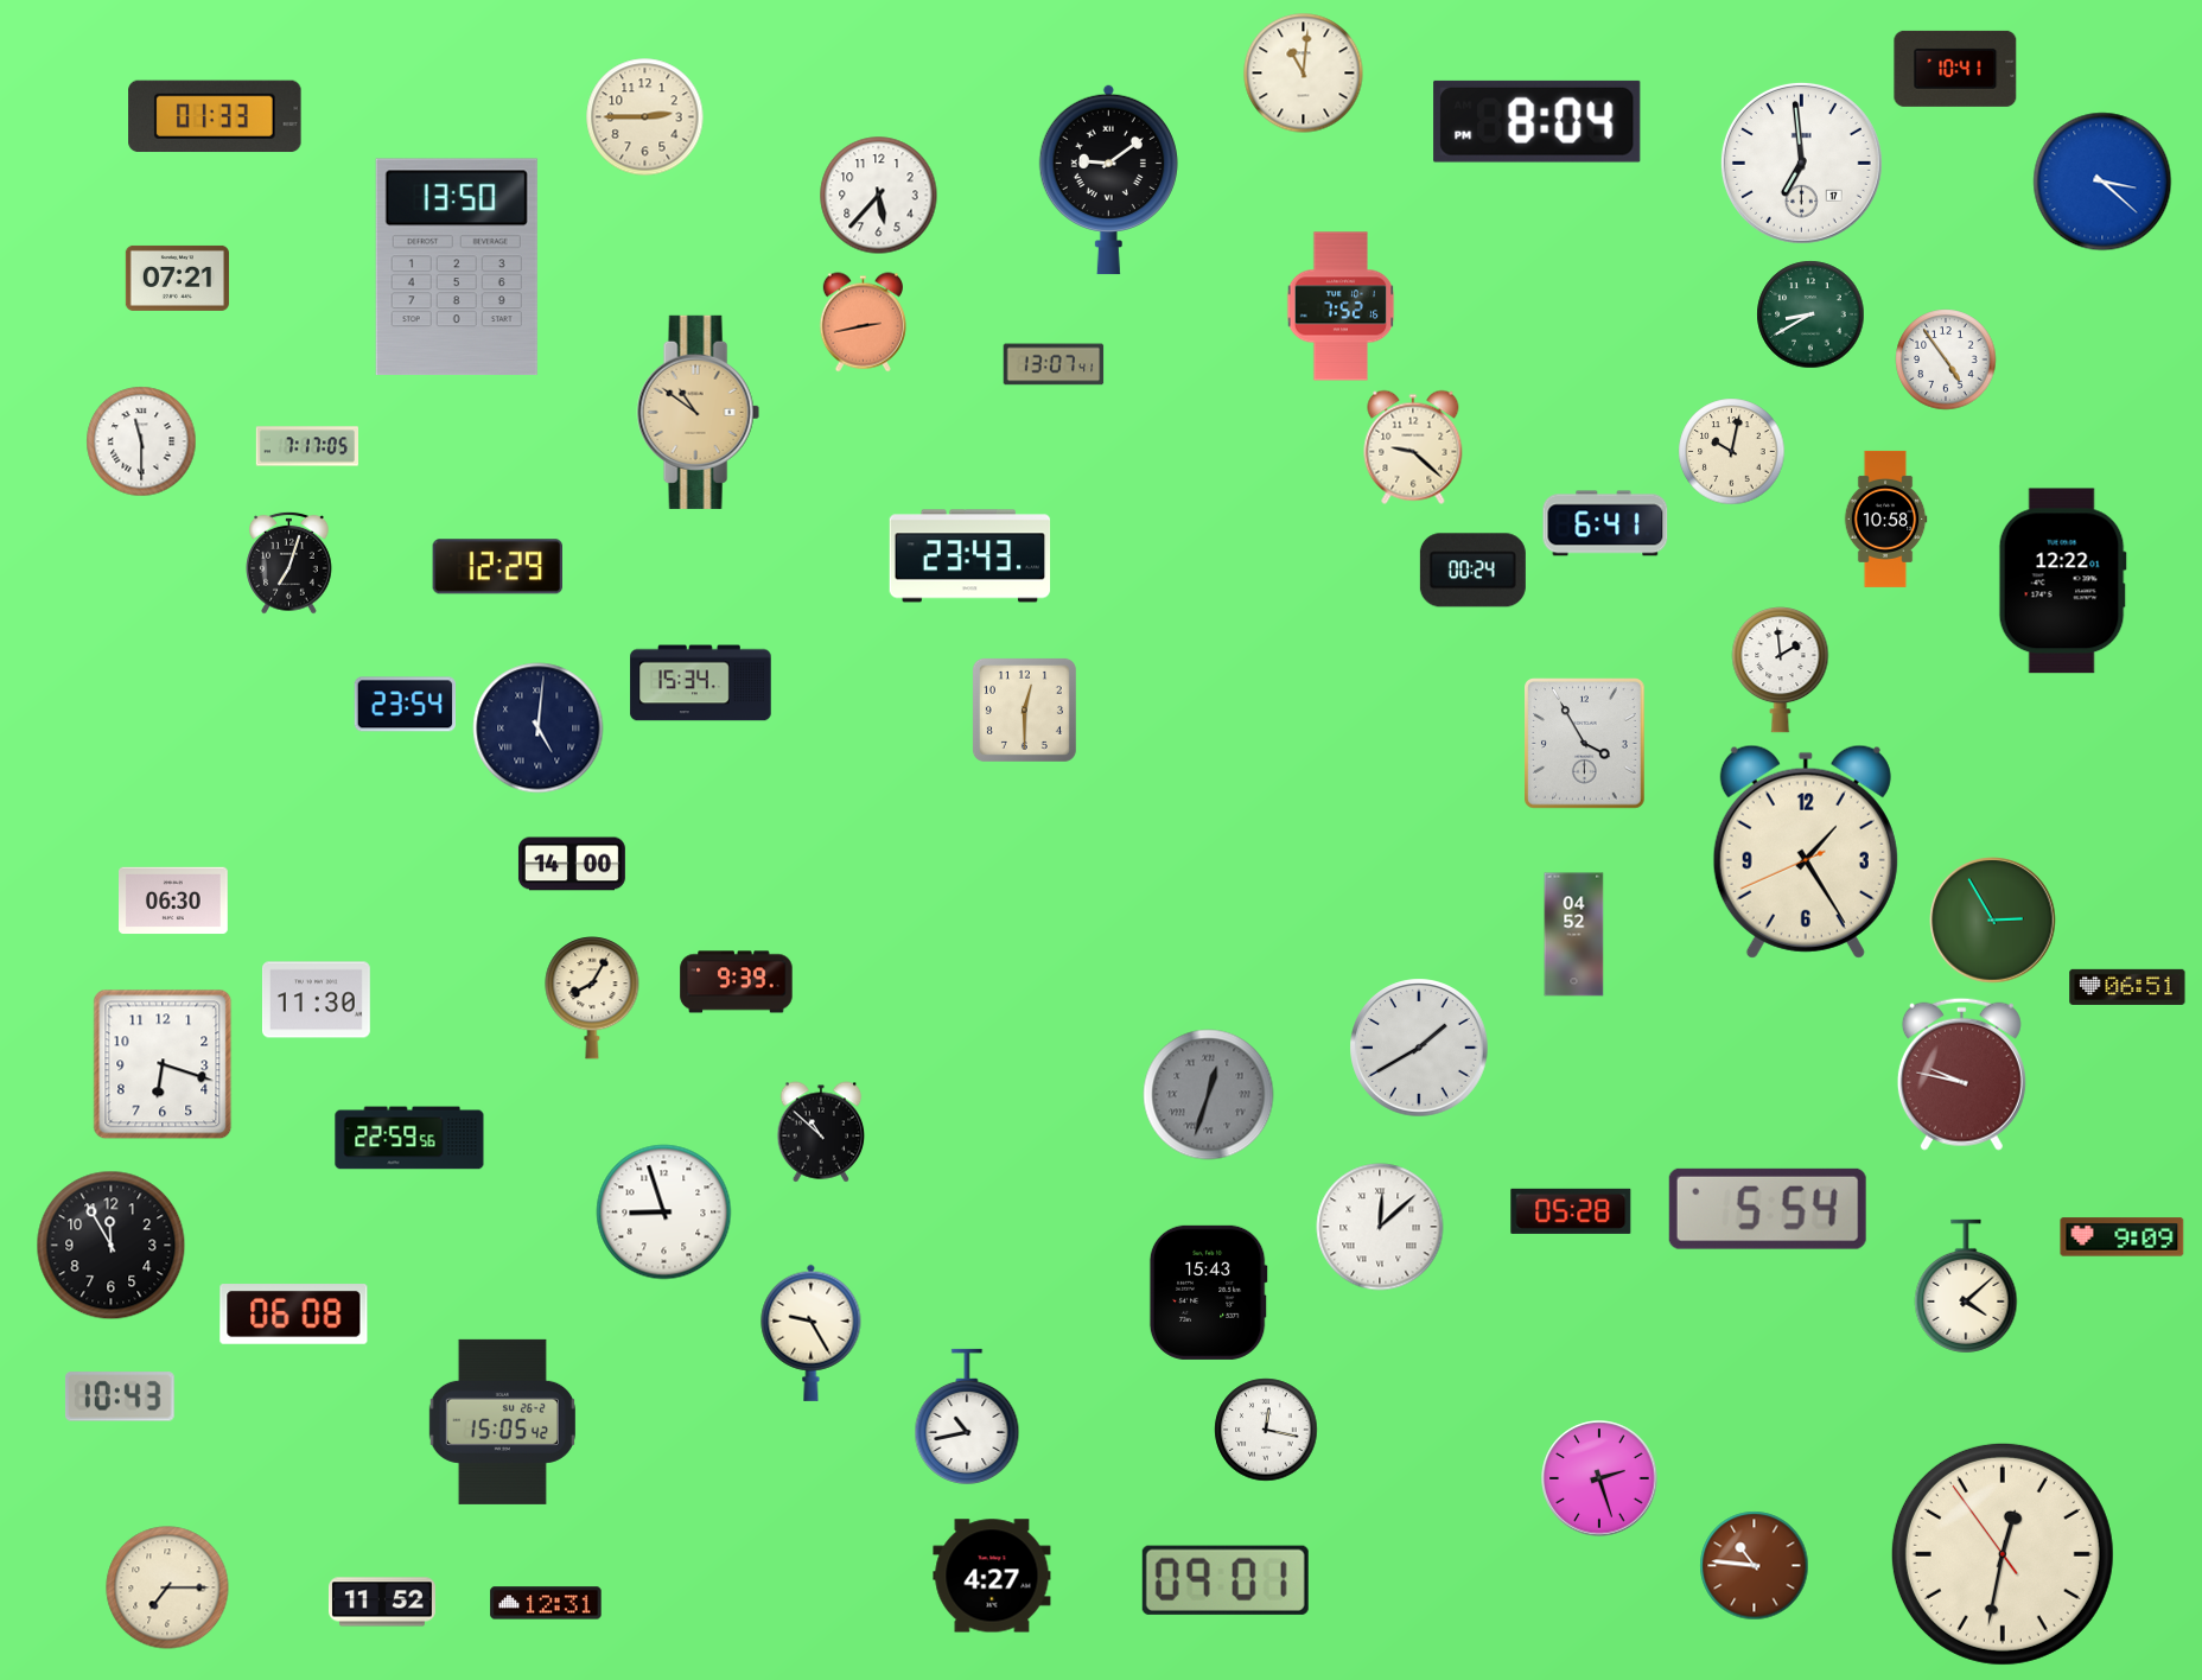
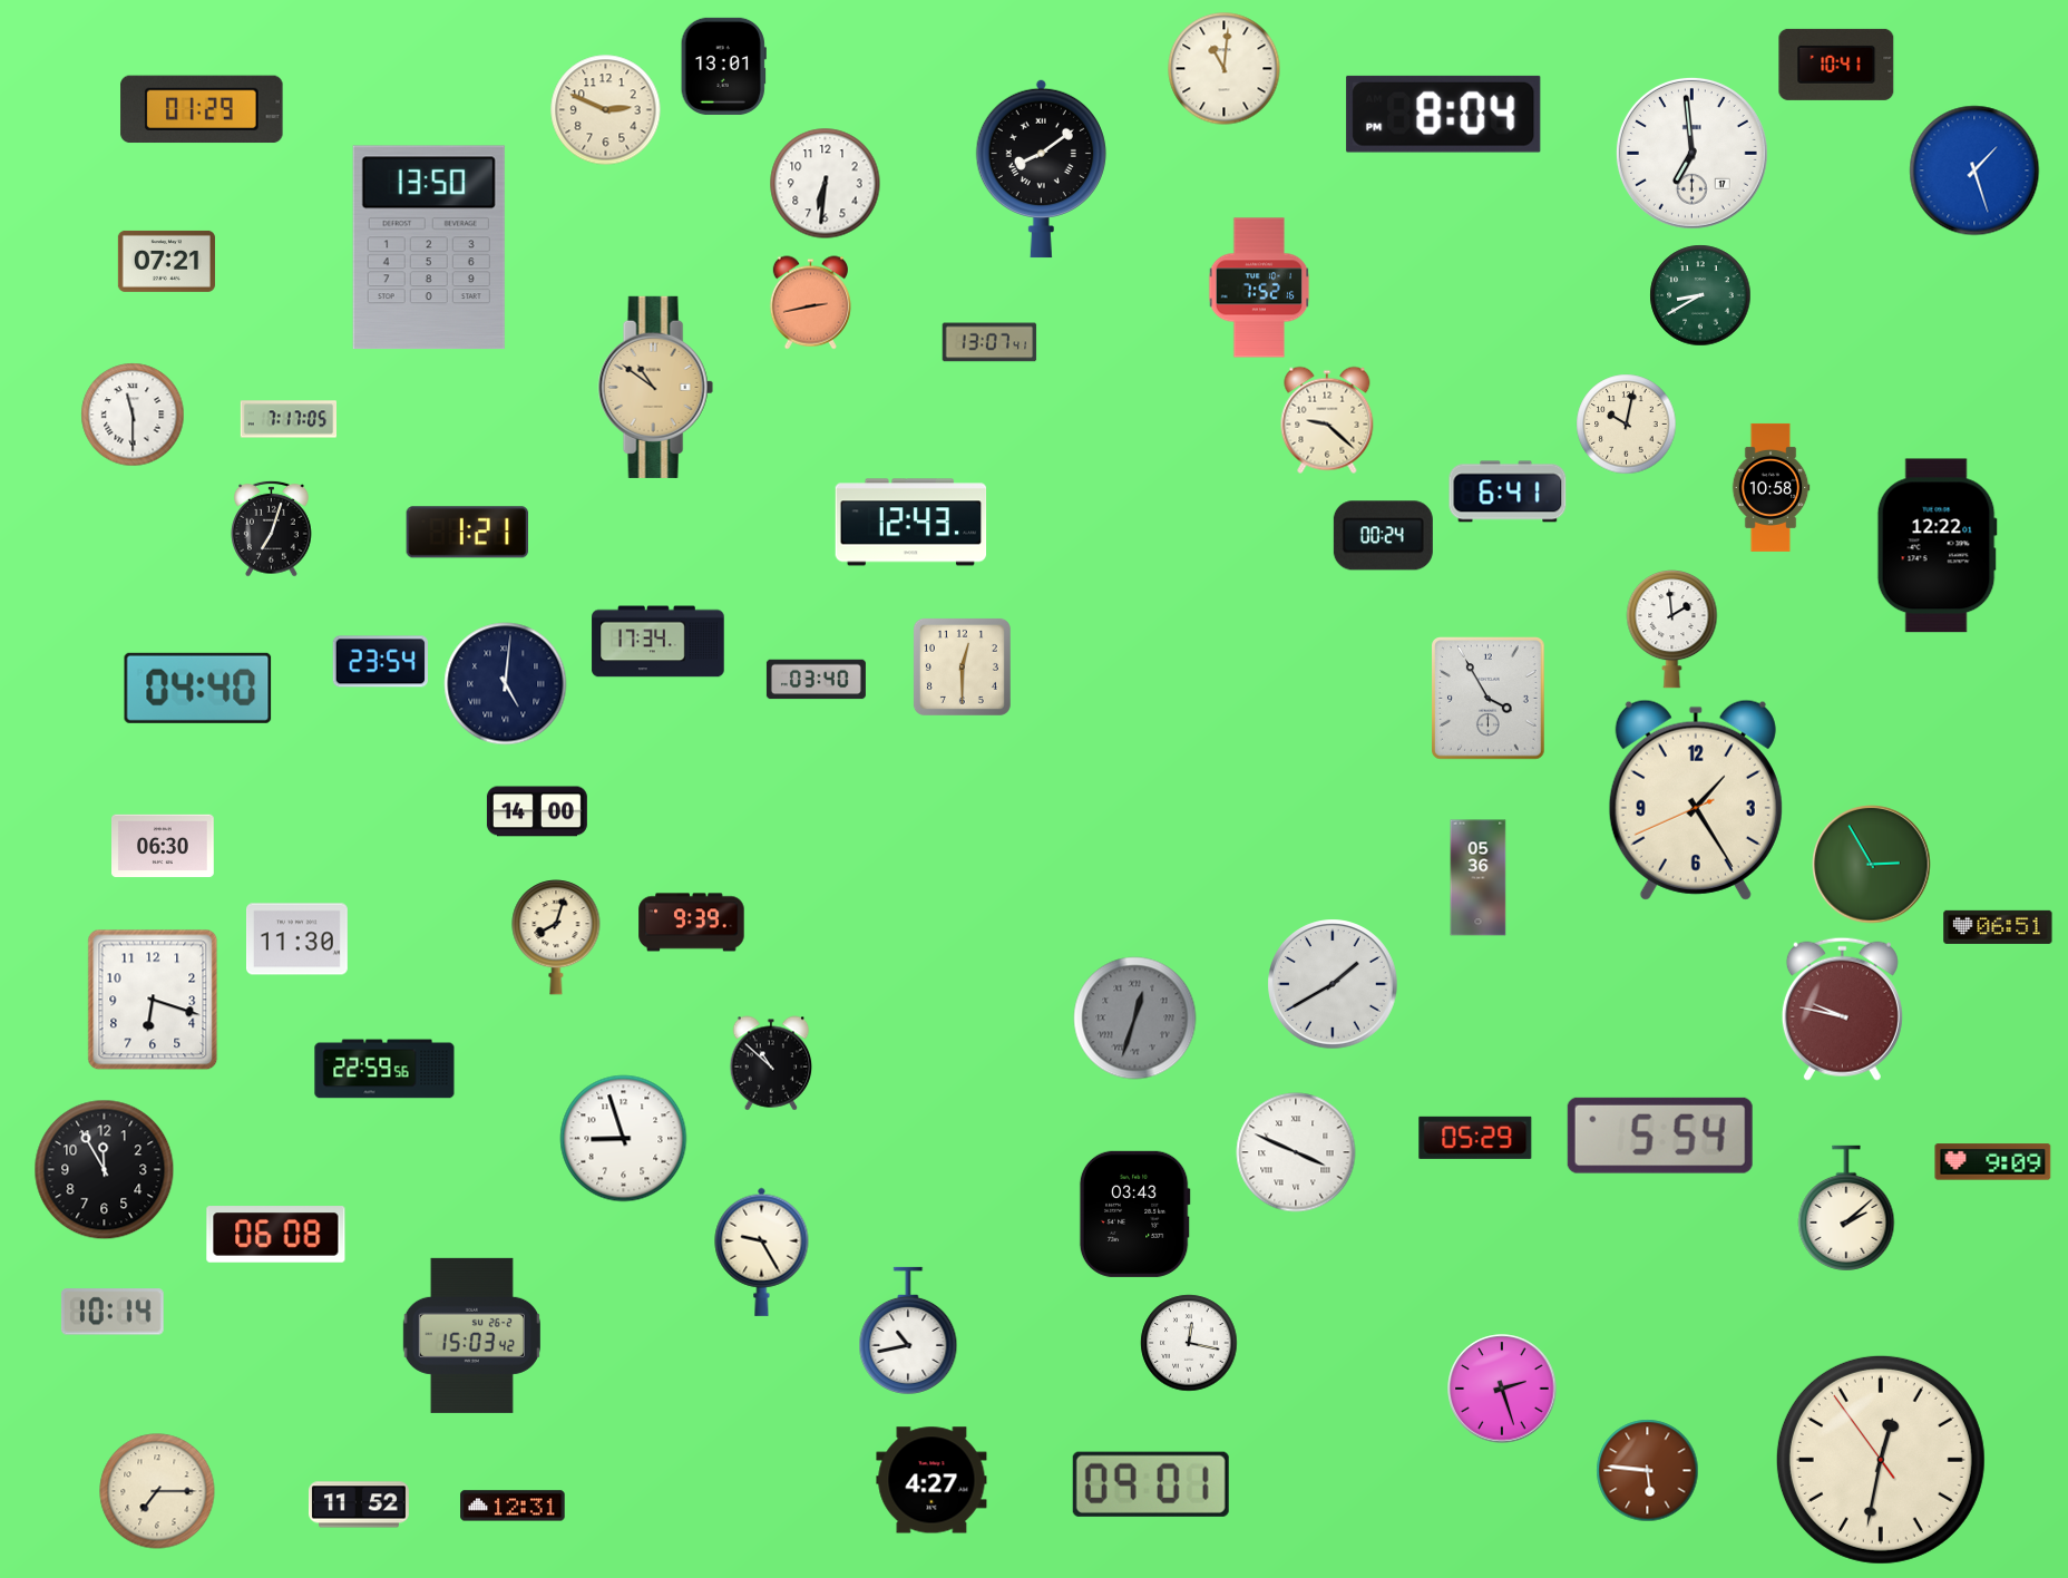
clock at (723, 66): none -> 13:01
clock at (215, 116): 01:33 -> 01:29
clock at (645, 117): 2:45 -> 2:49
clock at (1108, 179): 9:09 -> 8:09
clock at (2102, 182): 3:22 -> 1:27
clock at (879, 196): 5:37 -> 6:31
clock at (457, 267) position: (457, 267) -> (429, 247)
clock at (1946, 359): 4:54 -> none
clock at (970, 556): 23:43 -> 12:43
clock at (498, 567): 12:29 -> 1:21
clock at (701, 683): 15:34 -> 17:34
clock at (816, 680): none -> 03:40
clock at (198, 688): none -> 04:40
clock at (1574, 935): 04:52 -> 05:36
clock at (592, 998): 8:05 -> 8:03
clock at (1209, 1095) position: (1209, 1095) -> (1135, 1019)
clock at (1571, 1211): 05:28 -> 05:29
clock at (1380, 1227): 12:08 -> 3:49
clock at (1966, 1286): 4:08 -> 2:08
clock at (1208, 1292): 15:43 -> 03:43
clock at (120, 1396): 10:43 -> 10:14
clock at (502, 1421): 15:05 -> 15:03
clock at (1755, 1566): 10:46 -> 5:46
